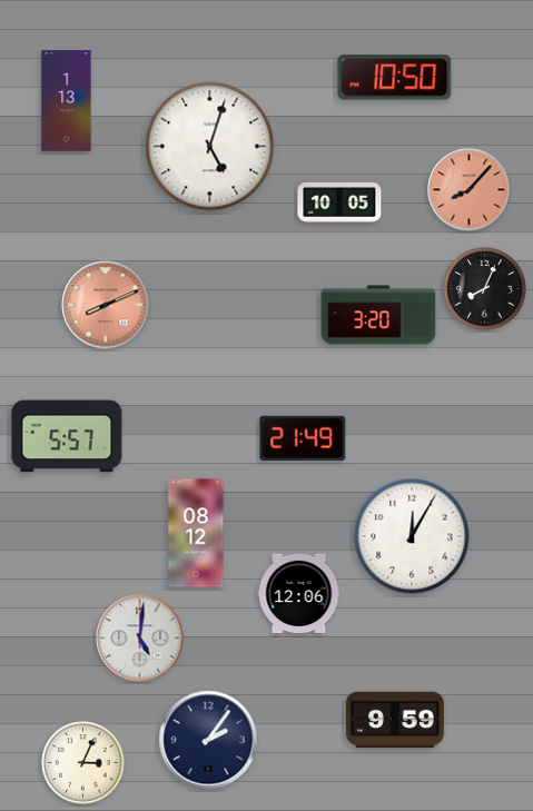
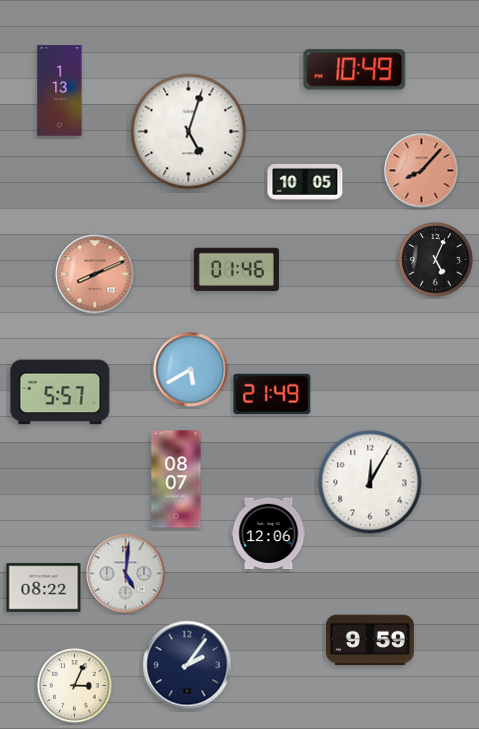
clock at (395, 78): 10:50 -> 10:49
clock at (485, 289): 8:04 -> 5:04
clock at (236, 269): none -> 01:46
clock at (378, 315): 3:20 -> none
clock at (191, 370): none -> 5:40
clock at (196, 533): 08:12 -> 08:07
clock at (44, 588): none -> 08:22
clock at (395, 720) position: (395, 720) -> (370, 640)
